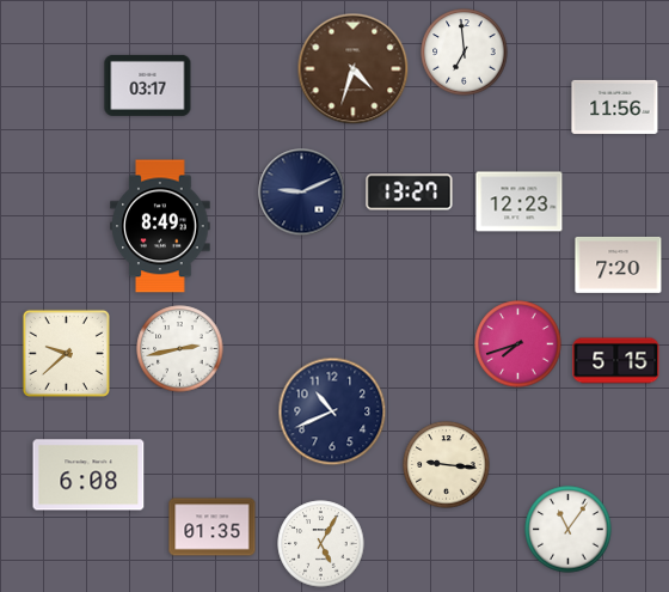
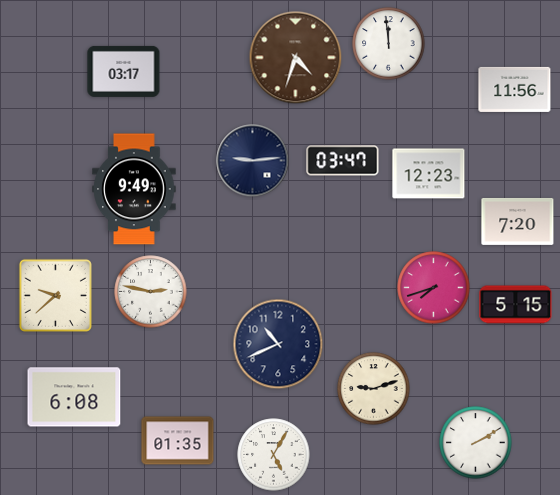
clock at (465, 53): 6:59 -> 11:59
clock at (302, 193): 9:11 -> 9:14
clock at (410, 193): 13:27 -> 03:47
clock at (520, 202) position: (520, 202) -> (429, 174)
clock at (160, 226): 8:49 -> 9:49
clock at (180, 349): 2:43 -> 2:47
clock at (616, 361) position: (616, 361) -> (516, 305)
clock at (447, 465): 9:16 -> 9:12
clock at (569, 530): 11:06 -> 2:10
clock at (321, 544) position: (321, 544) -> (274, 455)
